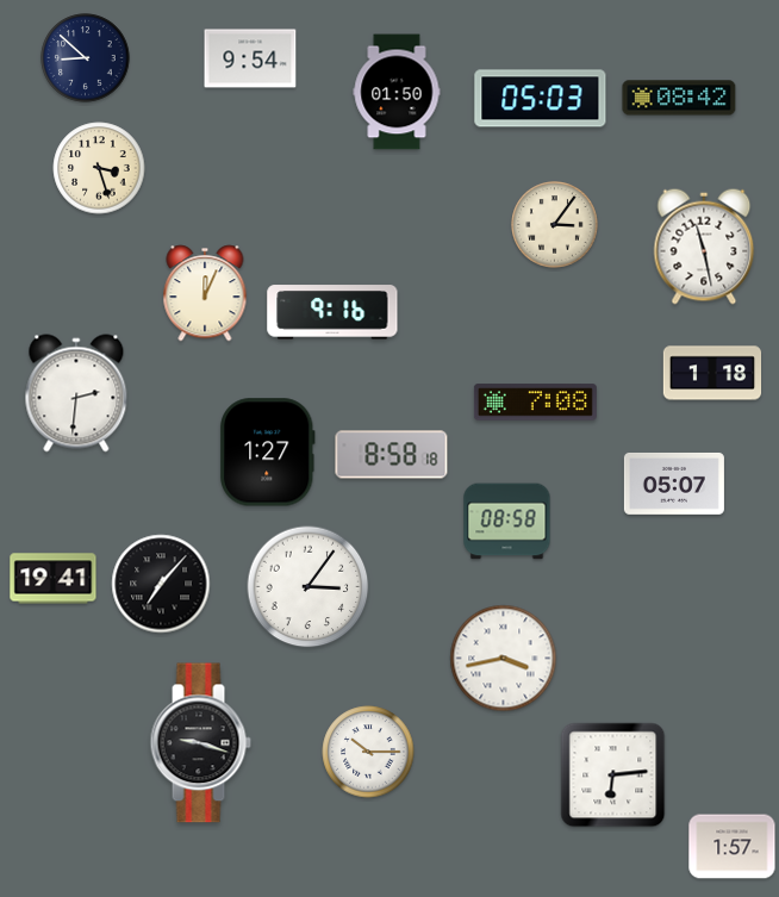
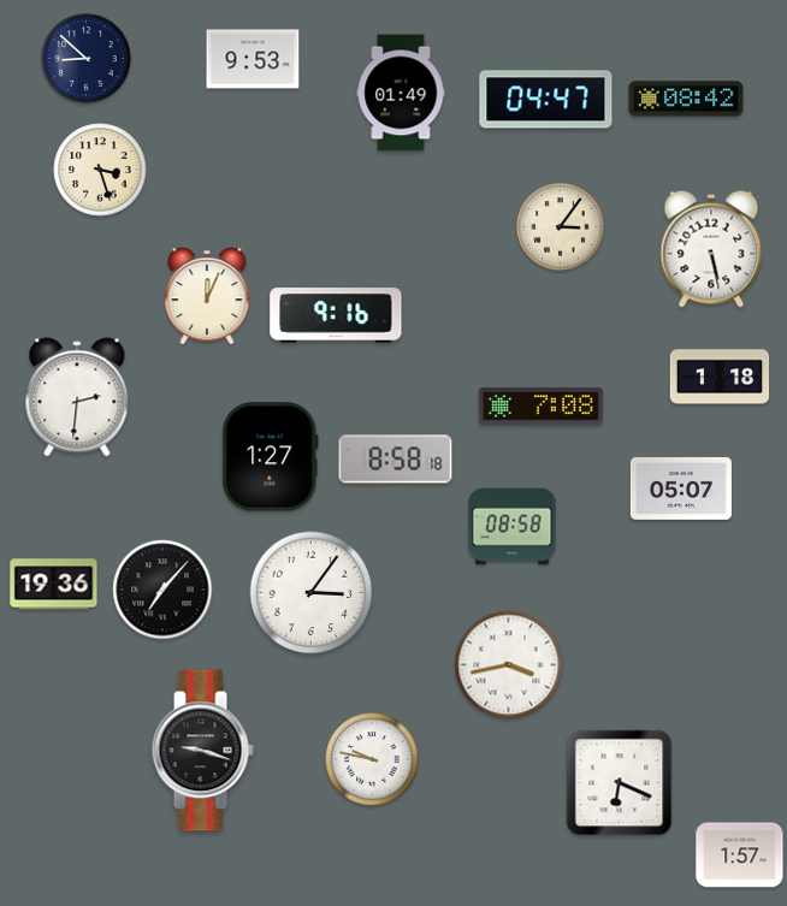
clock at (250, 58): 9:54 -> 9:53
clock at (397, 92): 01:50 -> 01:49
clock at (541, 99): 05:03 -> 04:47
clock at (704, 247): 11:28 -> 5:28
clock at (54, 579): 19:41 -> 19:36
clock at (368, 752): 10:15 -> 9:47
clock at (613, 775): 6:14 -> 6:19
